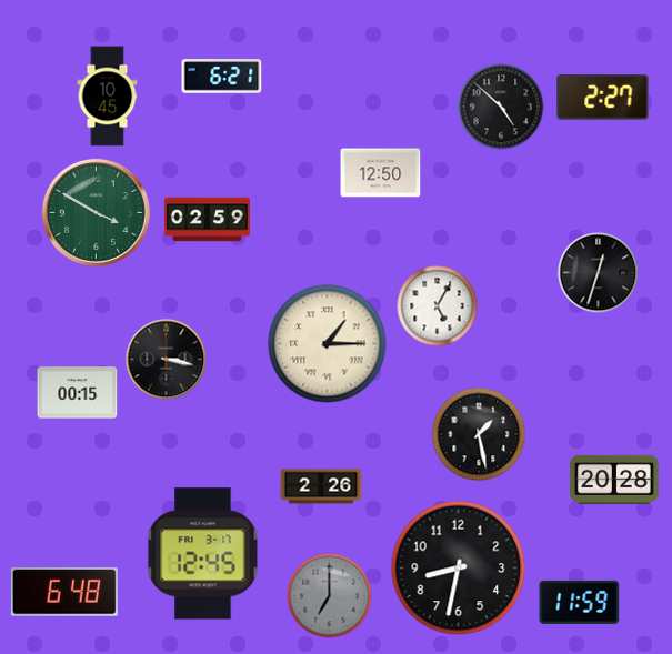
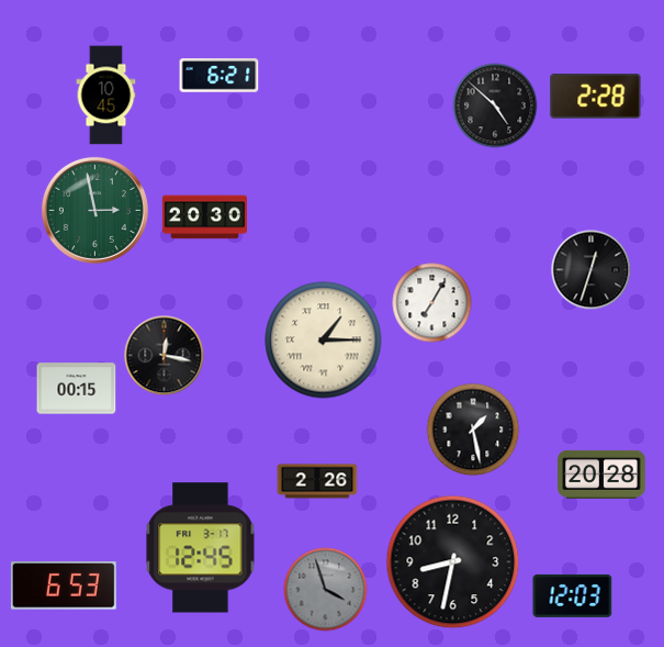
clock at (603, 98): 2:27 -> 2:28
clock at (381, 173): 12:50 -> none
clock at (96, 212): 3:50 -> 2:58
clock at (207, 220): 02:59 -> 20:30
clock at (438, 306): 5:05 -> 7:05
clock at (167, 360): 3:17 -> 12:17
clock at (614, 480) position: (614, 480) -> (601, 475)
clock at (64, 592): 6:48 -> 6:53
clock at (330, 596): 7:00 -> 3:57
clock at (580, 602): 11:59 -> 12:03
